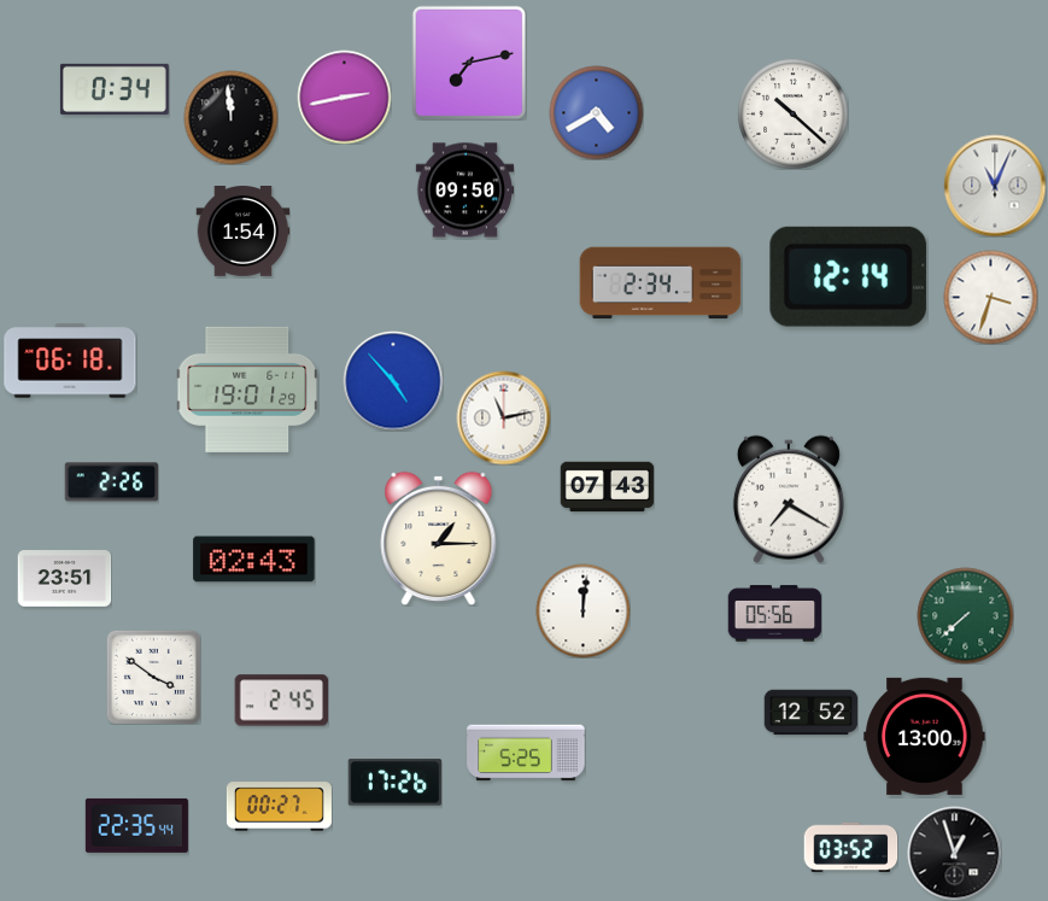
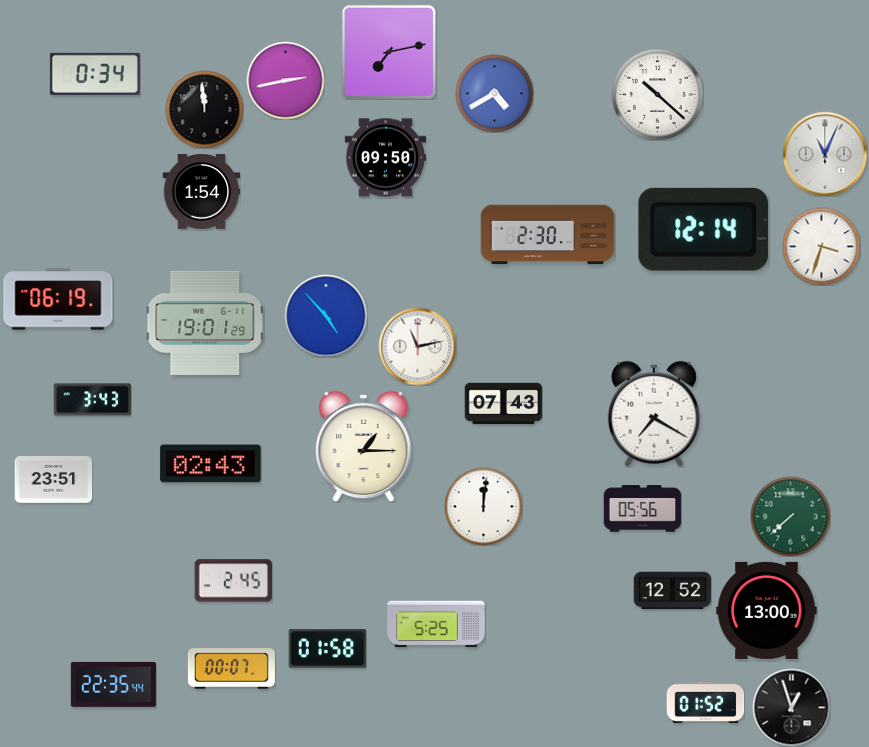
clock at (230, 117) position: (230, 117) -> (204, 109)
clock at (661, 283): 2:34 -> 2:30
clock at (70, 361): 06:18 -> 06:19
clock at (111, 482): 2:26 -> 3:43
clock at (965, 615) position: (965, 615) -> (790, 516)
clock at (153, 677): 3:51 -> none
clock at (394, 783): 17:26 -> 01:58
clock at (279, 807): 00:27 -> 00:07
clock at (850, 847): 03:52 -> 01:52
